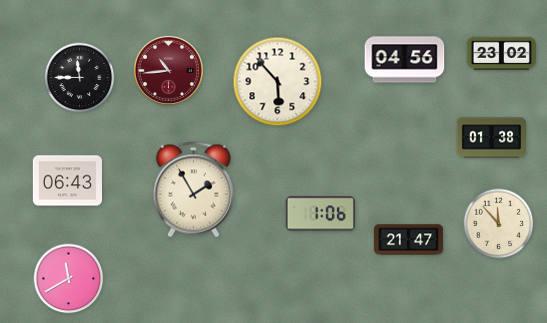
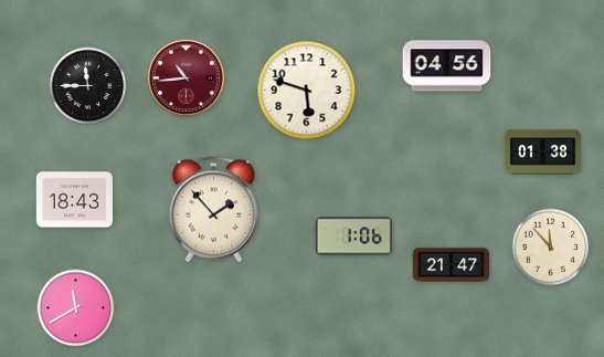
clock at (501, 53): 23:02 -> none
clock at (278, 82): 5:53 -> 5:48
clock at (67, 181): 06:43 -> 18:43
clock at (193, 190): 1:55 -> 1:53
